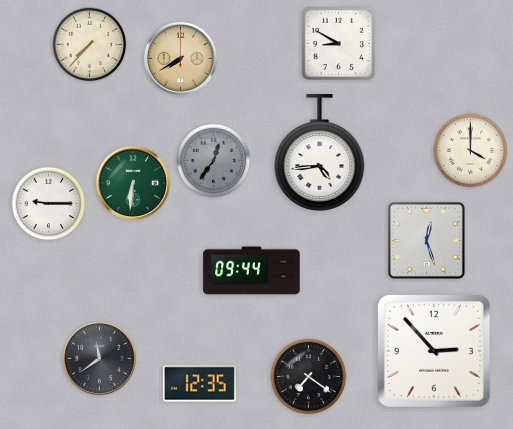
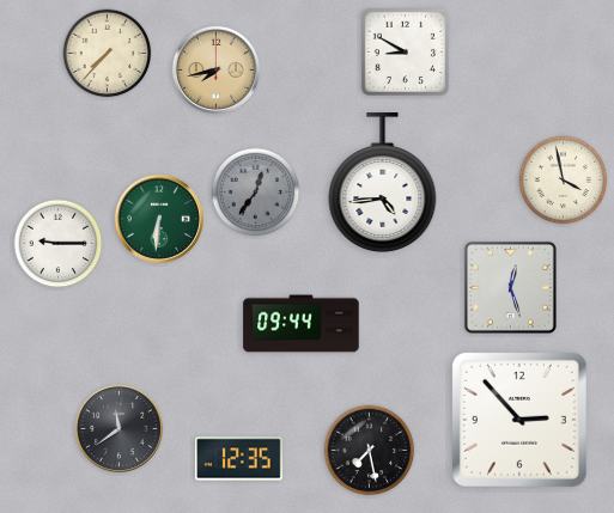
clock at (180, 58): 7:40 -> 7:43
clock at (471, 151): 4:00 -> 3:58
clock at (309, 377): 7:21 -> 7:28
